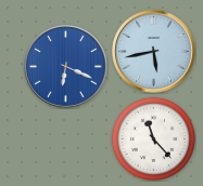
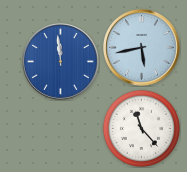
clock at (66, 67): 6:19 -> 11:59
